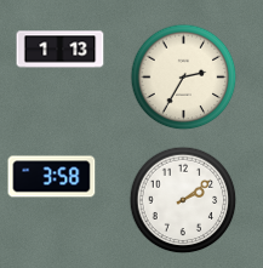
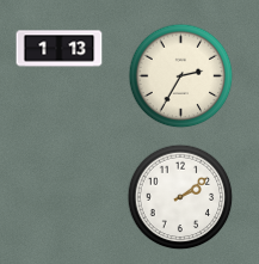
clock at (52, 177): 3:58 -> none
